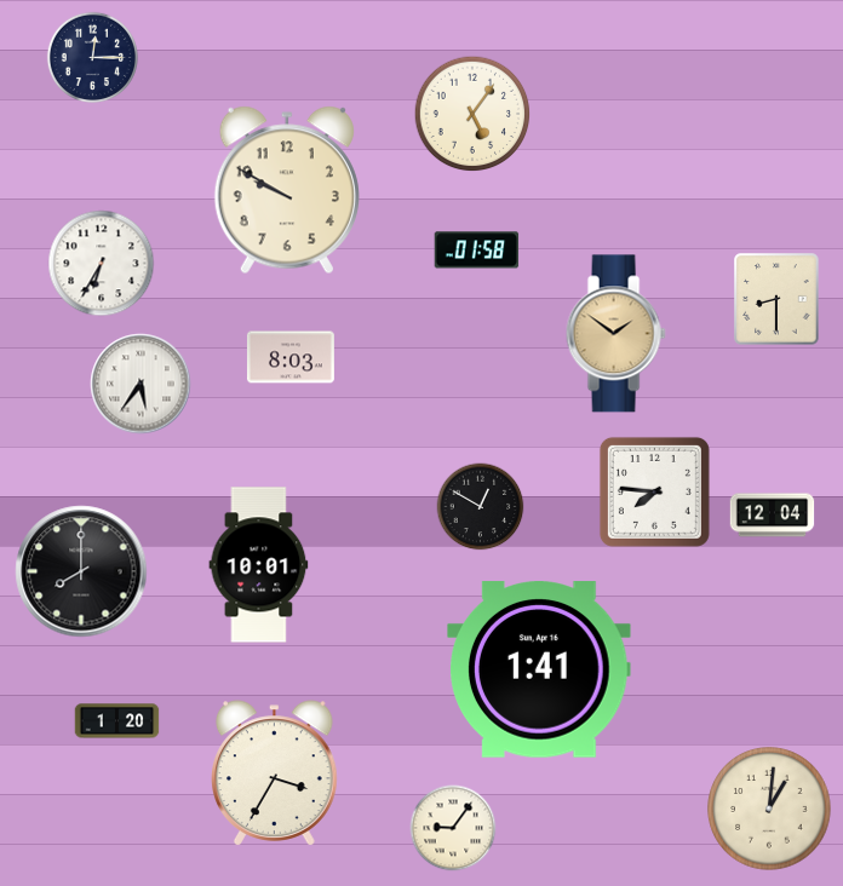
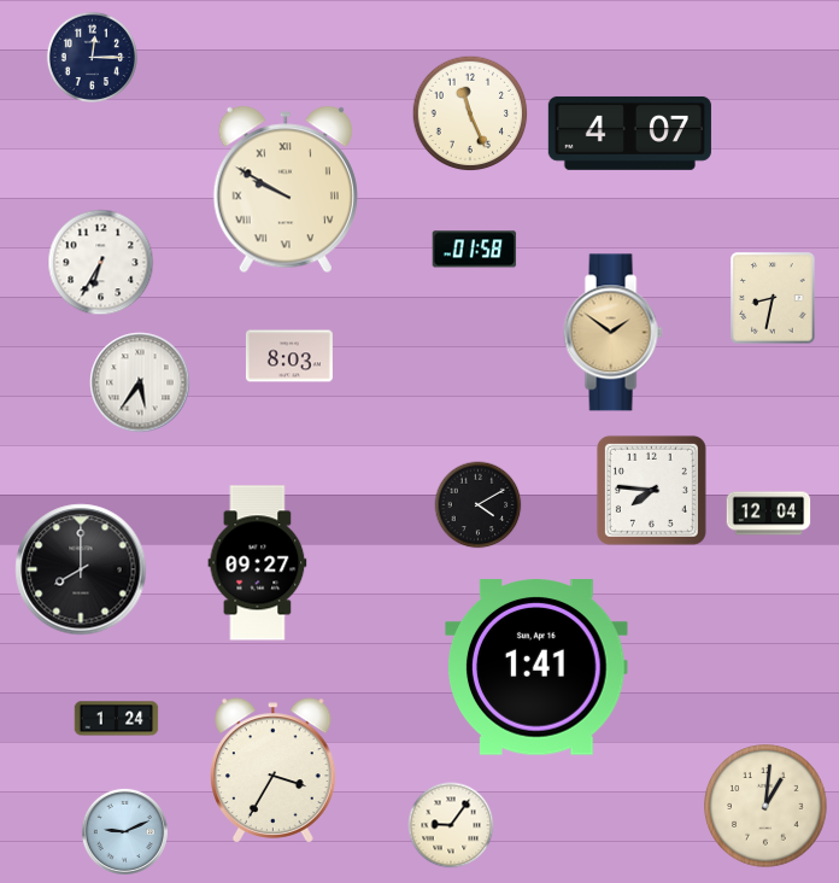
clock at (472, 114): 5:06 -> 11:26
clock at (629, 133): none -> 4:07
clock at (287, 190) numerals: Arabic -> Roman
clock at (776, 299): 8:30 -> 8:32
clock at (481, 507): 12:50 -> 4:10
clock at (259, 565): 10:01 -> 09:27
clock at (117, 721): 1:20 -> 1:24
clock at (124, 831): none -> 9:11
